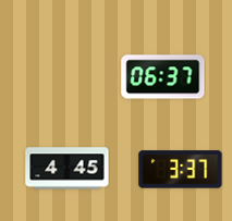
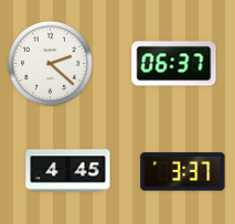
clock at (50, 63): none -> 2:22
clock at (163, 77) position: (163, 77) -> (174, 64)
